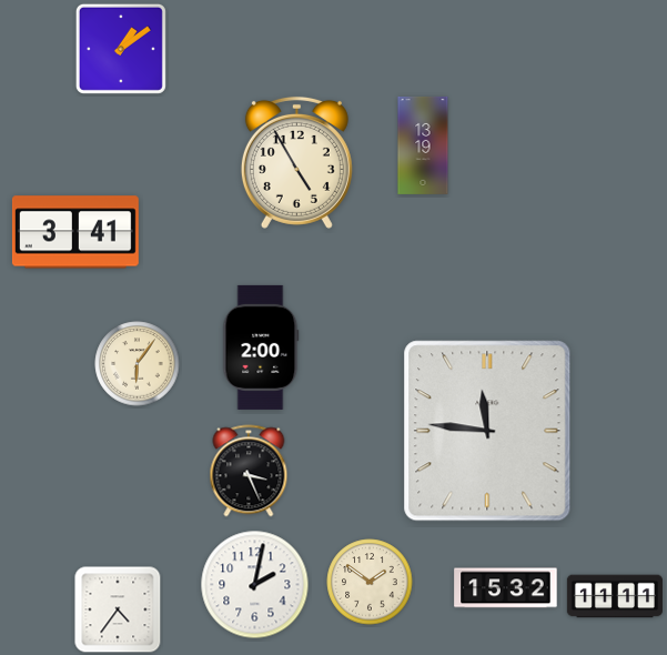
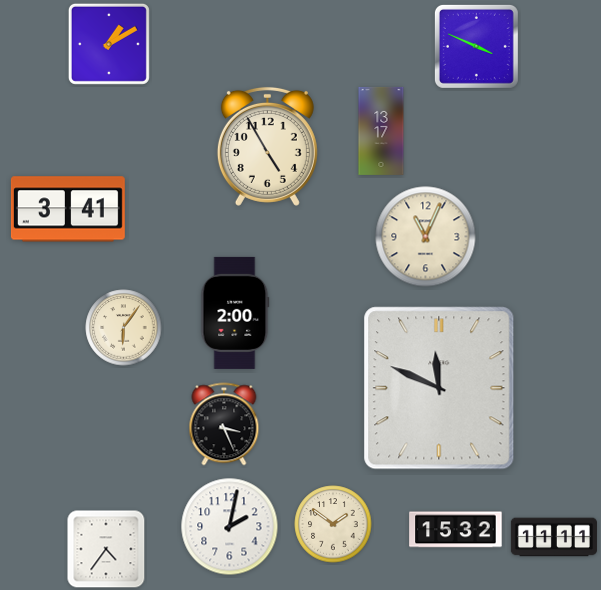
clock at (121, 49): 1:09 -> 1:10
clock at (476, 46): none -> 3:49
clock at (423, 145): 13:19 -> 13:17
clock at (426, 237): none -> 11:04
clock at (487, 431): 11:46 -> 11:49
